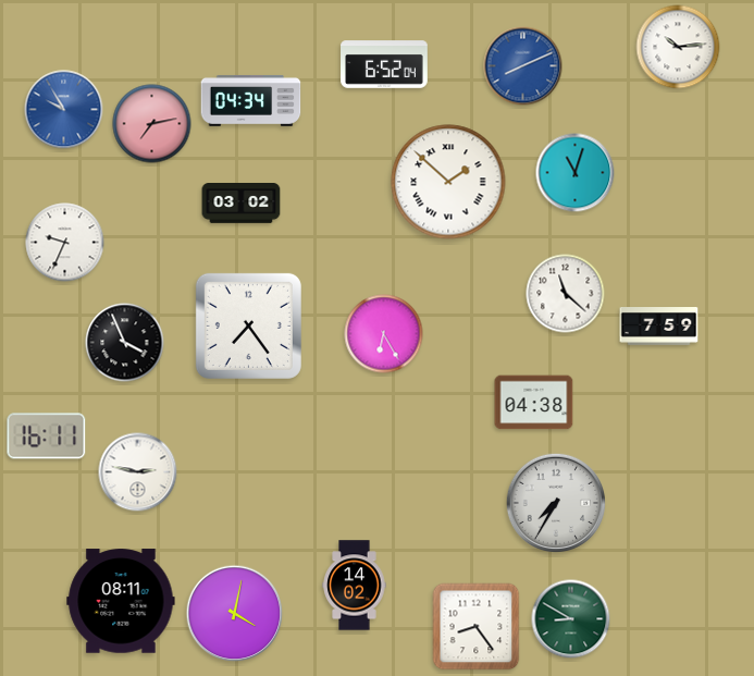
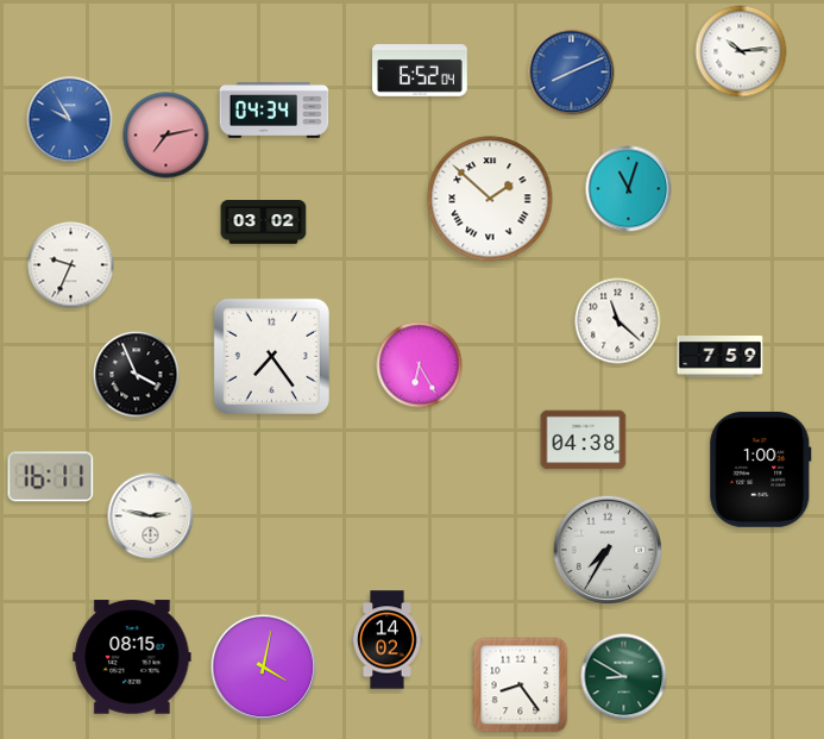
clock at (761, 469): none -> 1:00
clock at (121, 601): 08:11 -> 08:15
clock at (235, 614) position: (235, 614) -> (264, 668)
